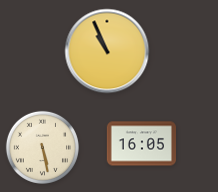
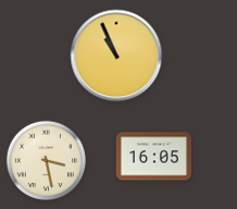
clock at (42, 147): 5:28 -> 3:28
